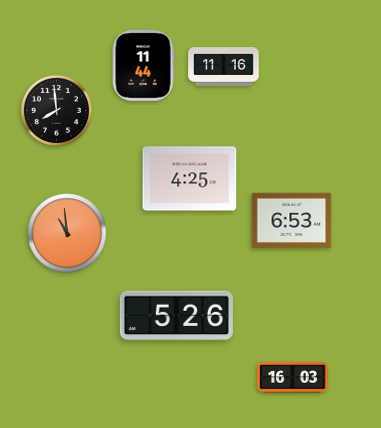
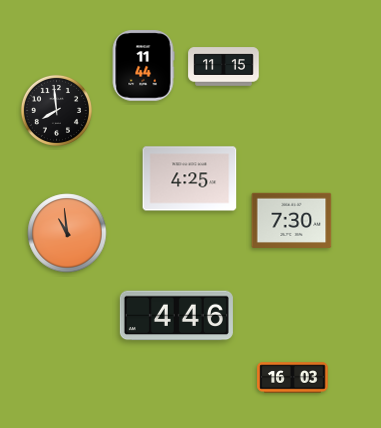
clock at (224, 67): 11:16 -> 11:15
clock at (292, 220): 6:53 -> 7:30
clock at (176, 316): 5:26 -> 4:46
